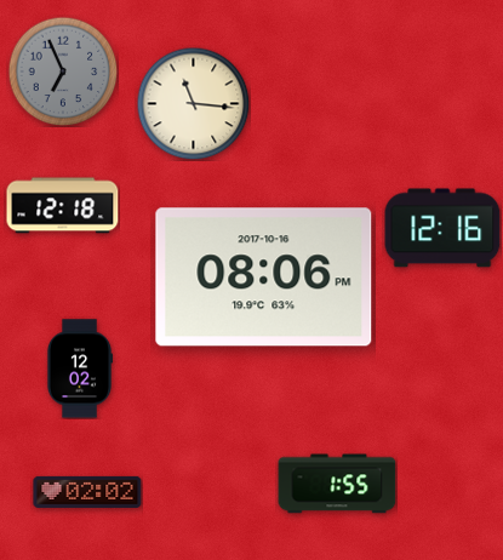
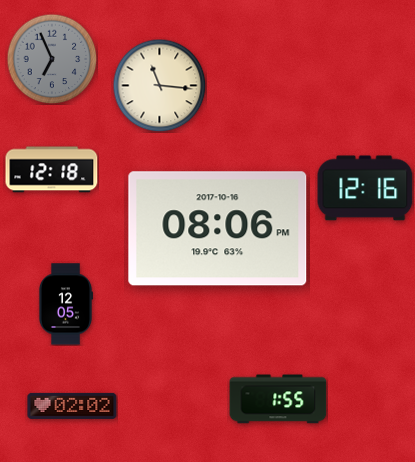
clock at (79, 368): 12:02 -> 12:05
